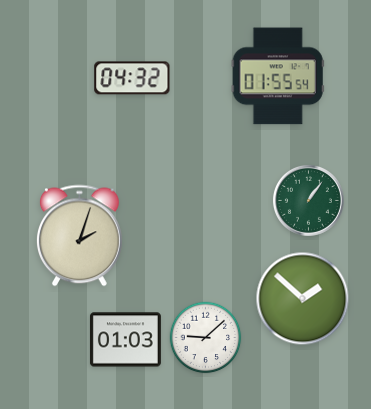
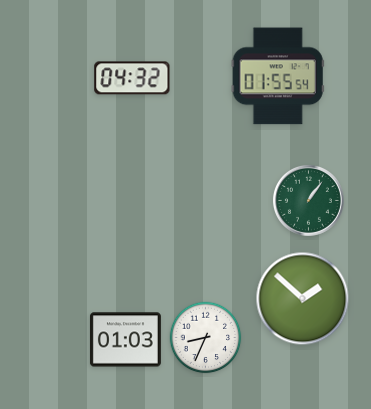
clock at (79, 236): 2:03 -> none
clock at (206, 338): 9:08 -> 8:34
